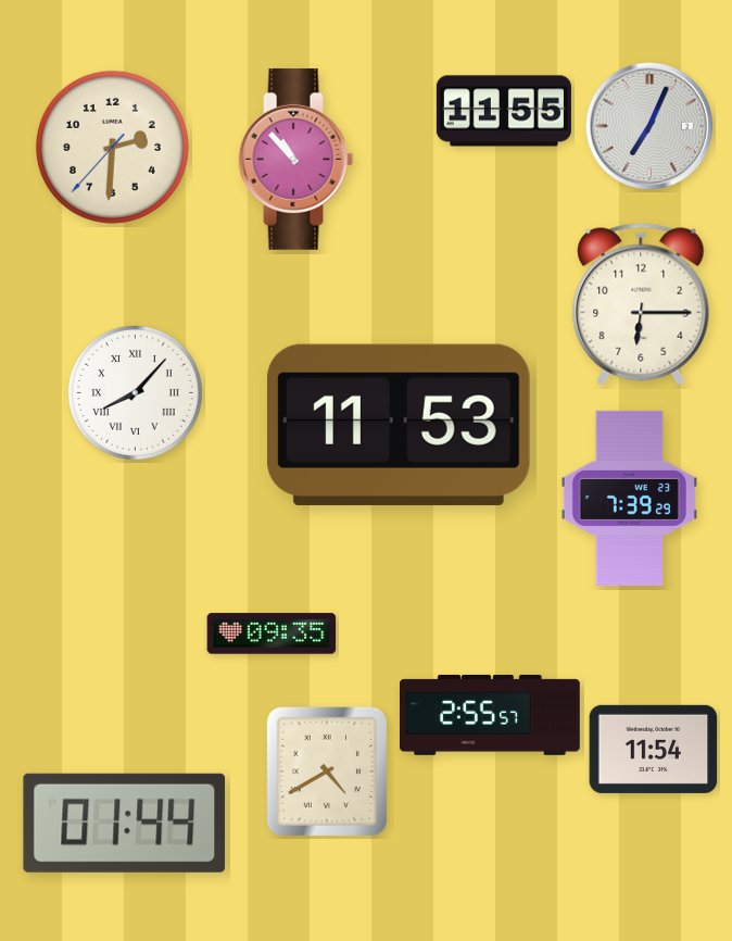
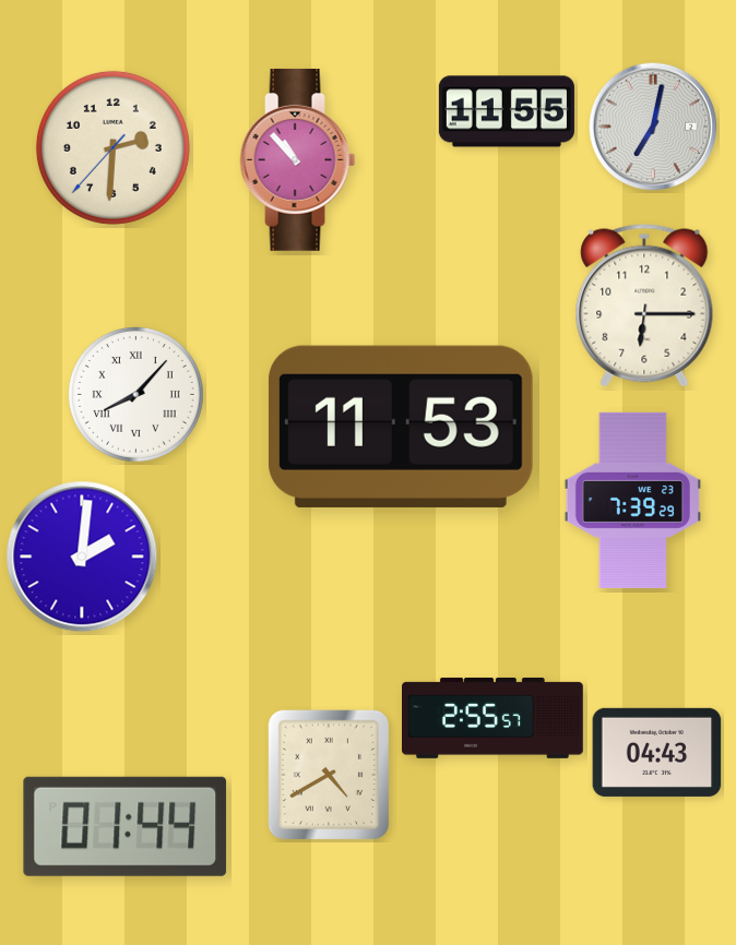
clock at (649, 126): 7:04 -> 7:02
clock at (82, 557): none -> 2:01
clock at (272, 633): 09:35 -> none
clock at (654, 749): 11:54 -> 04:43
